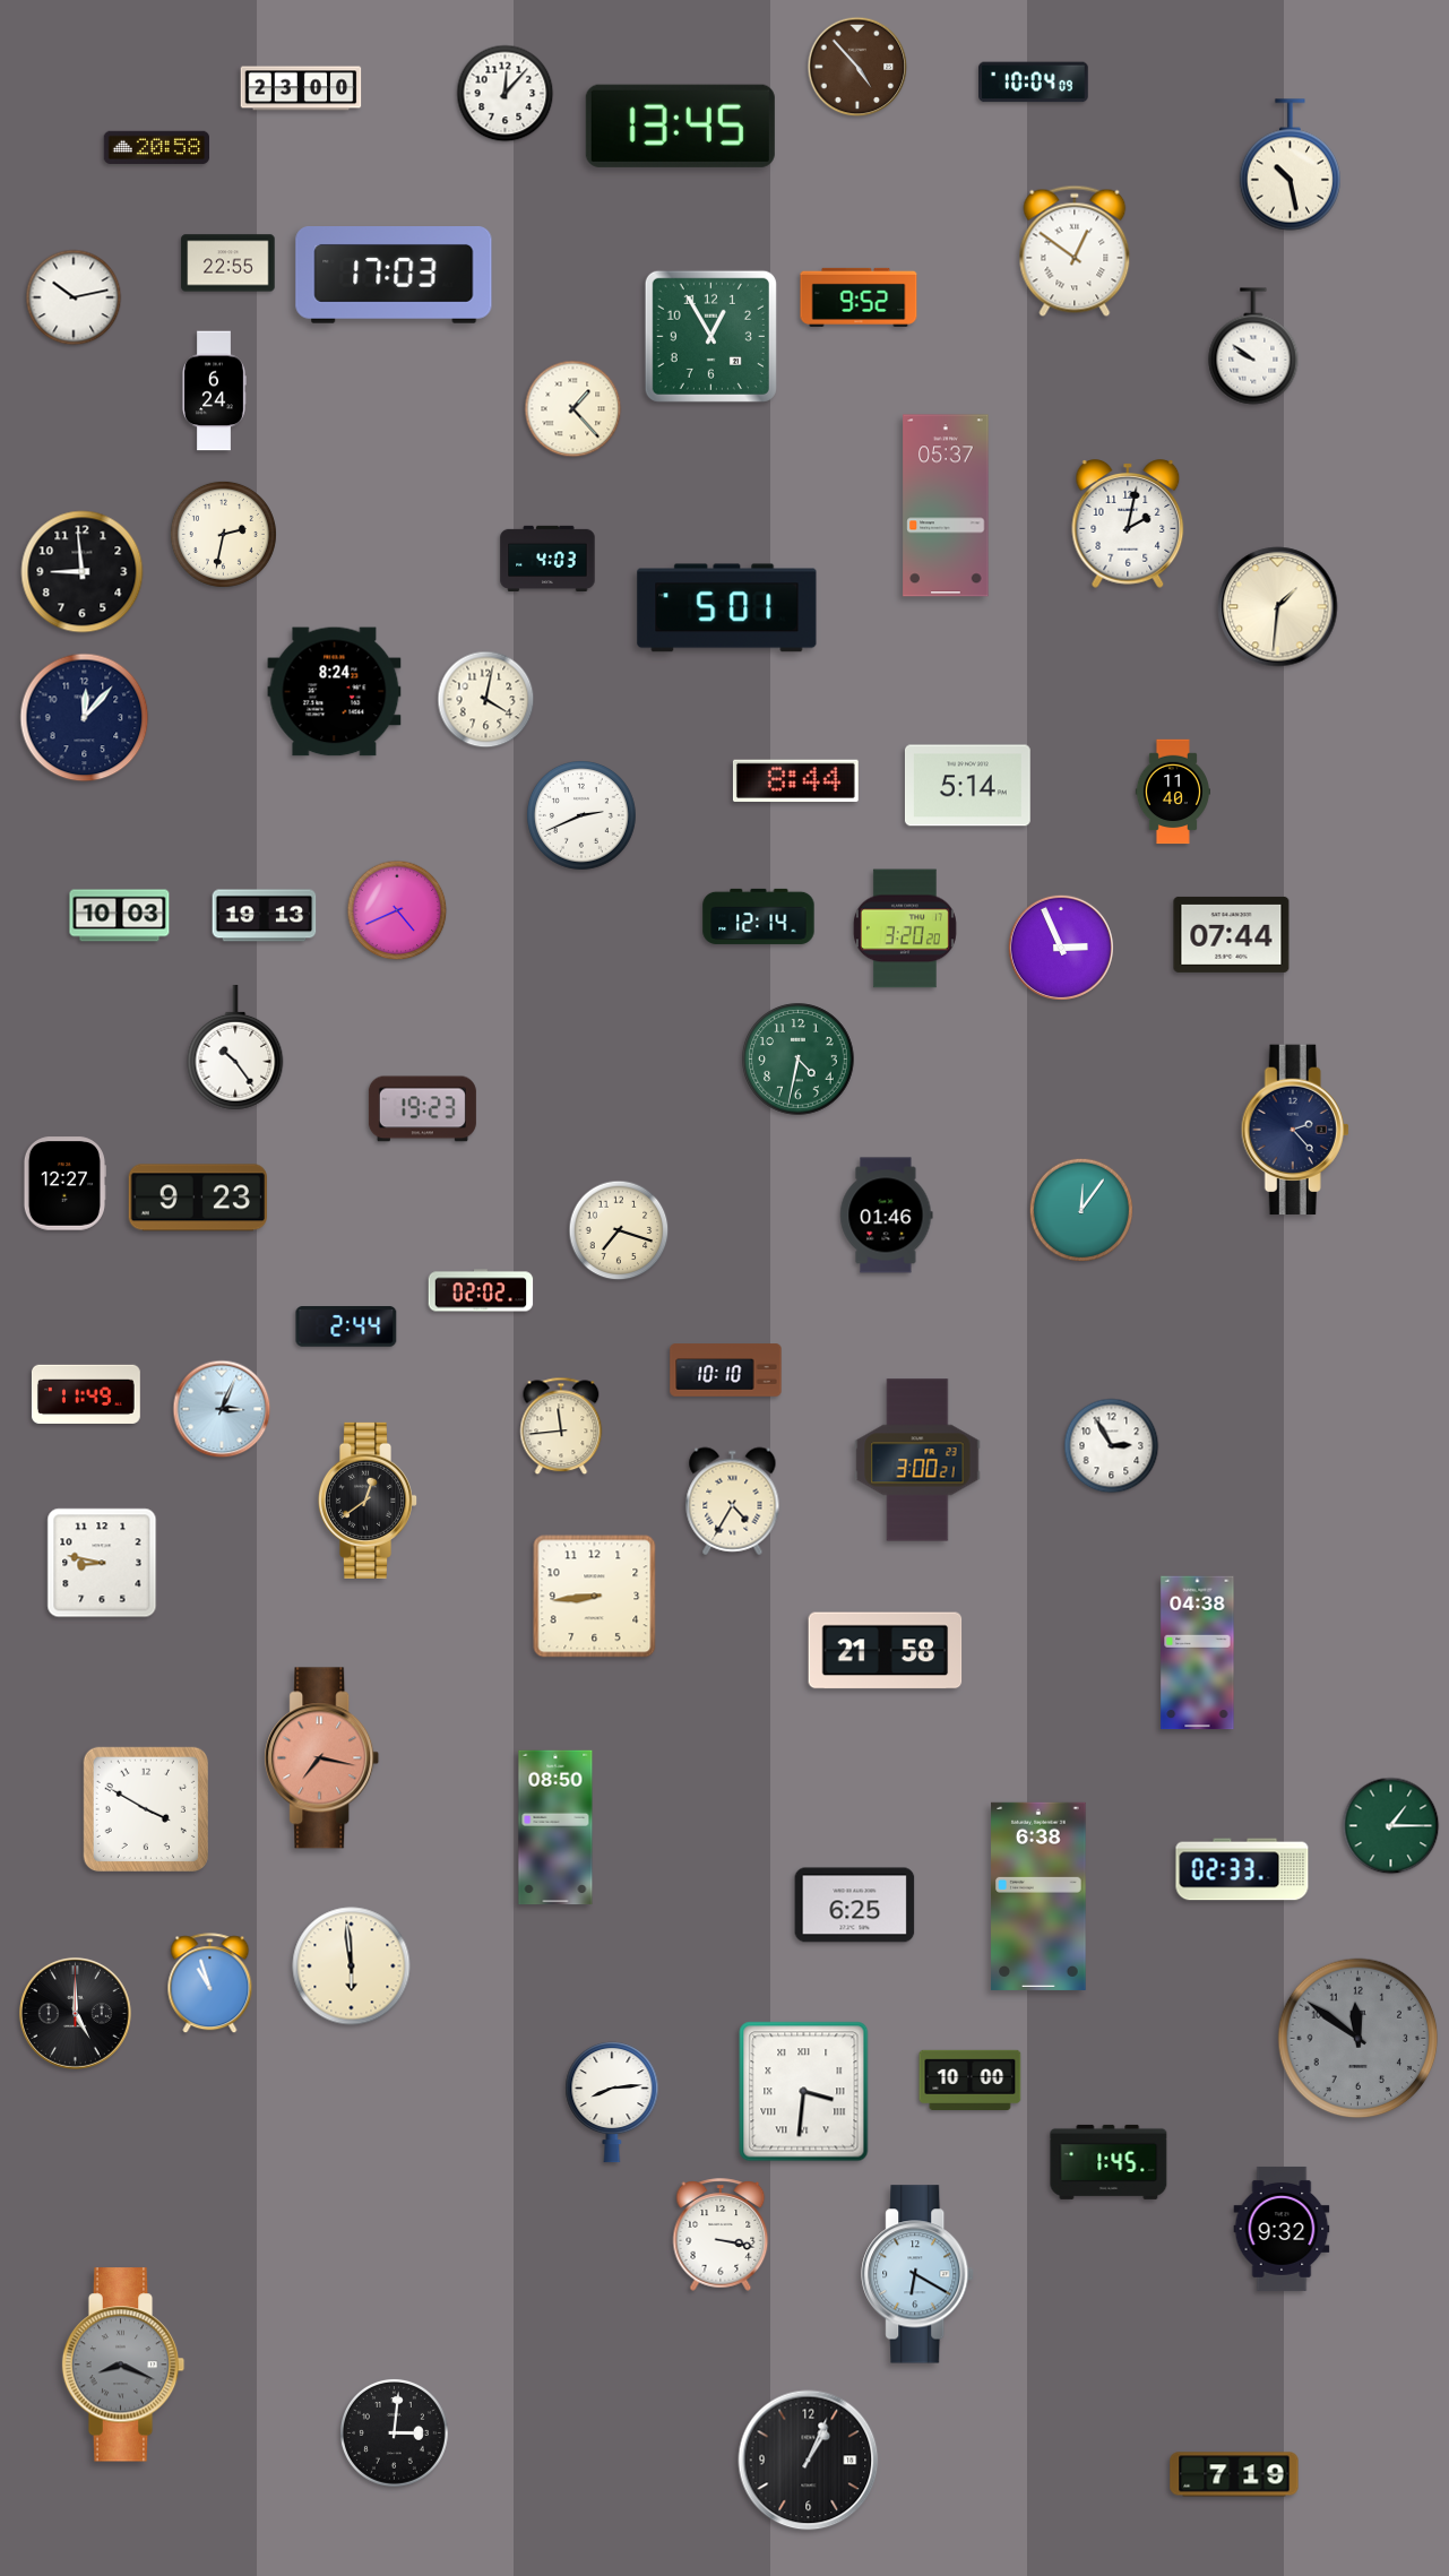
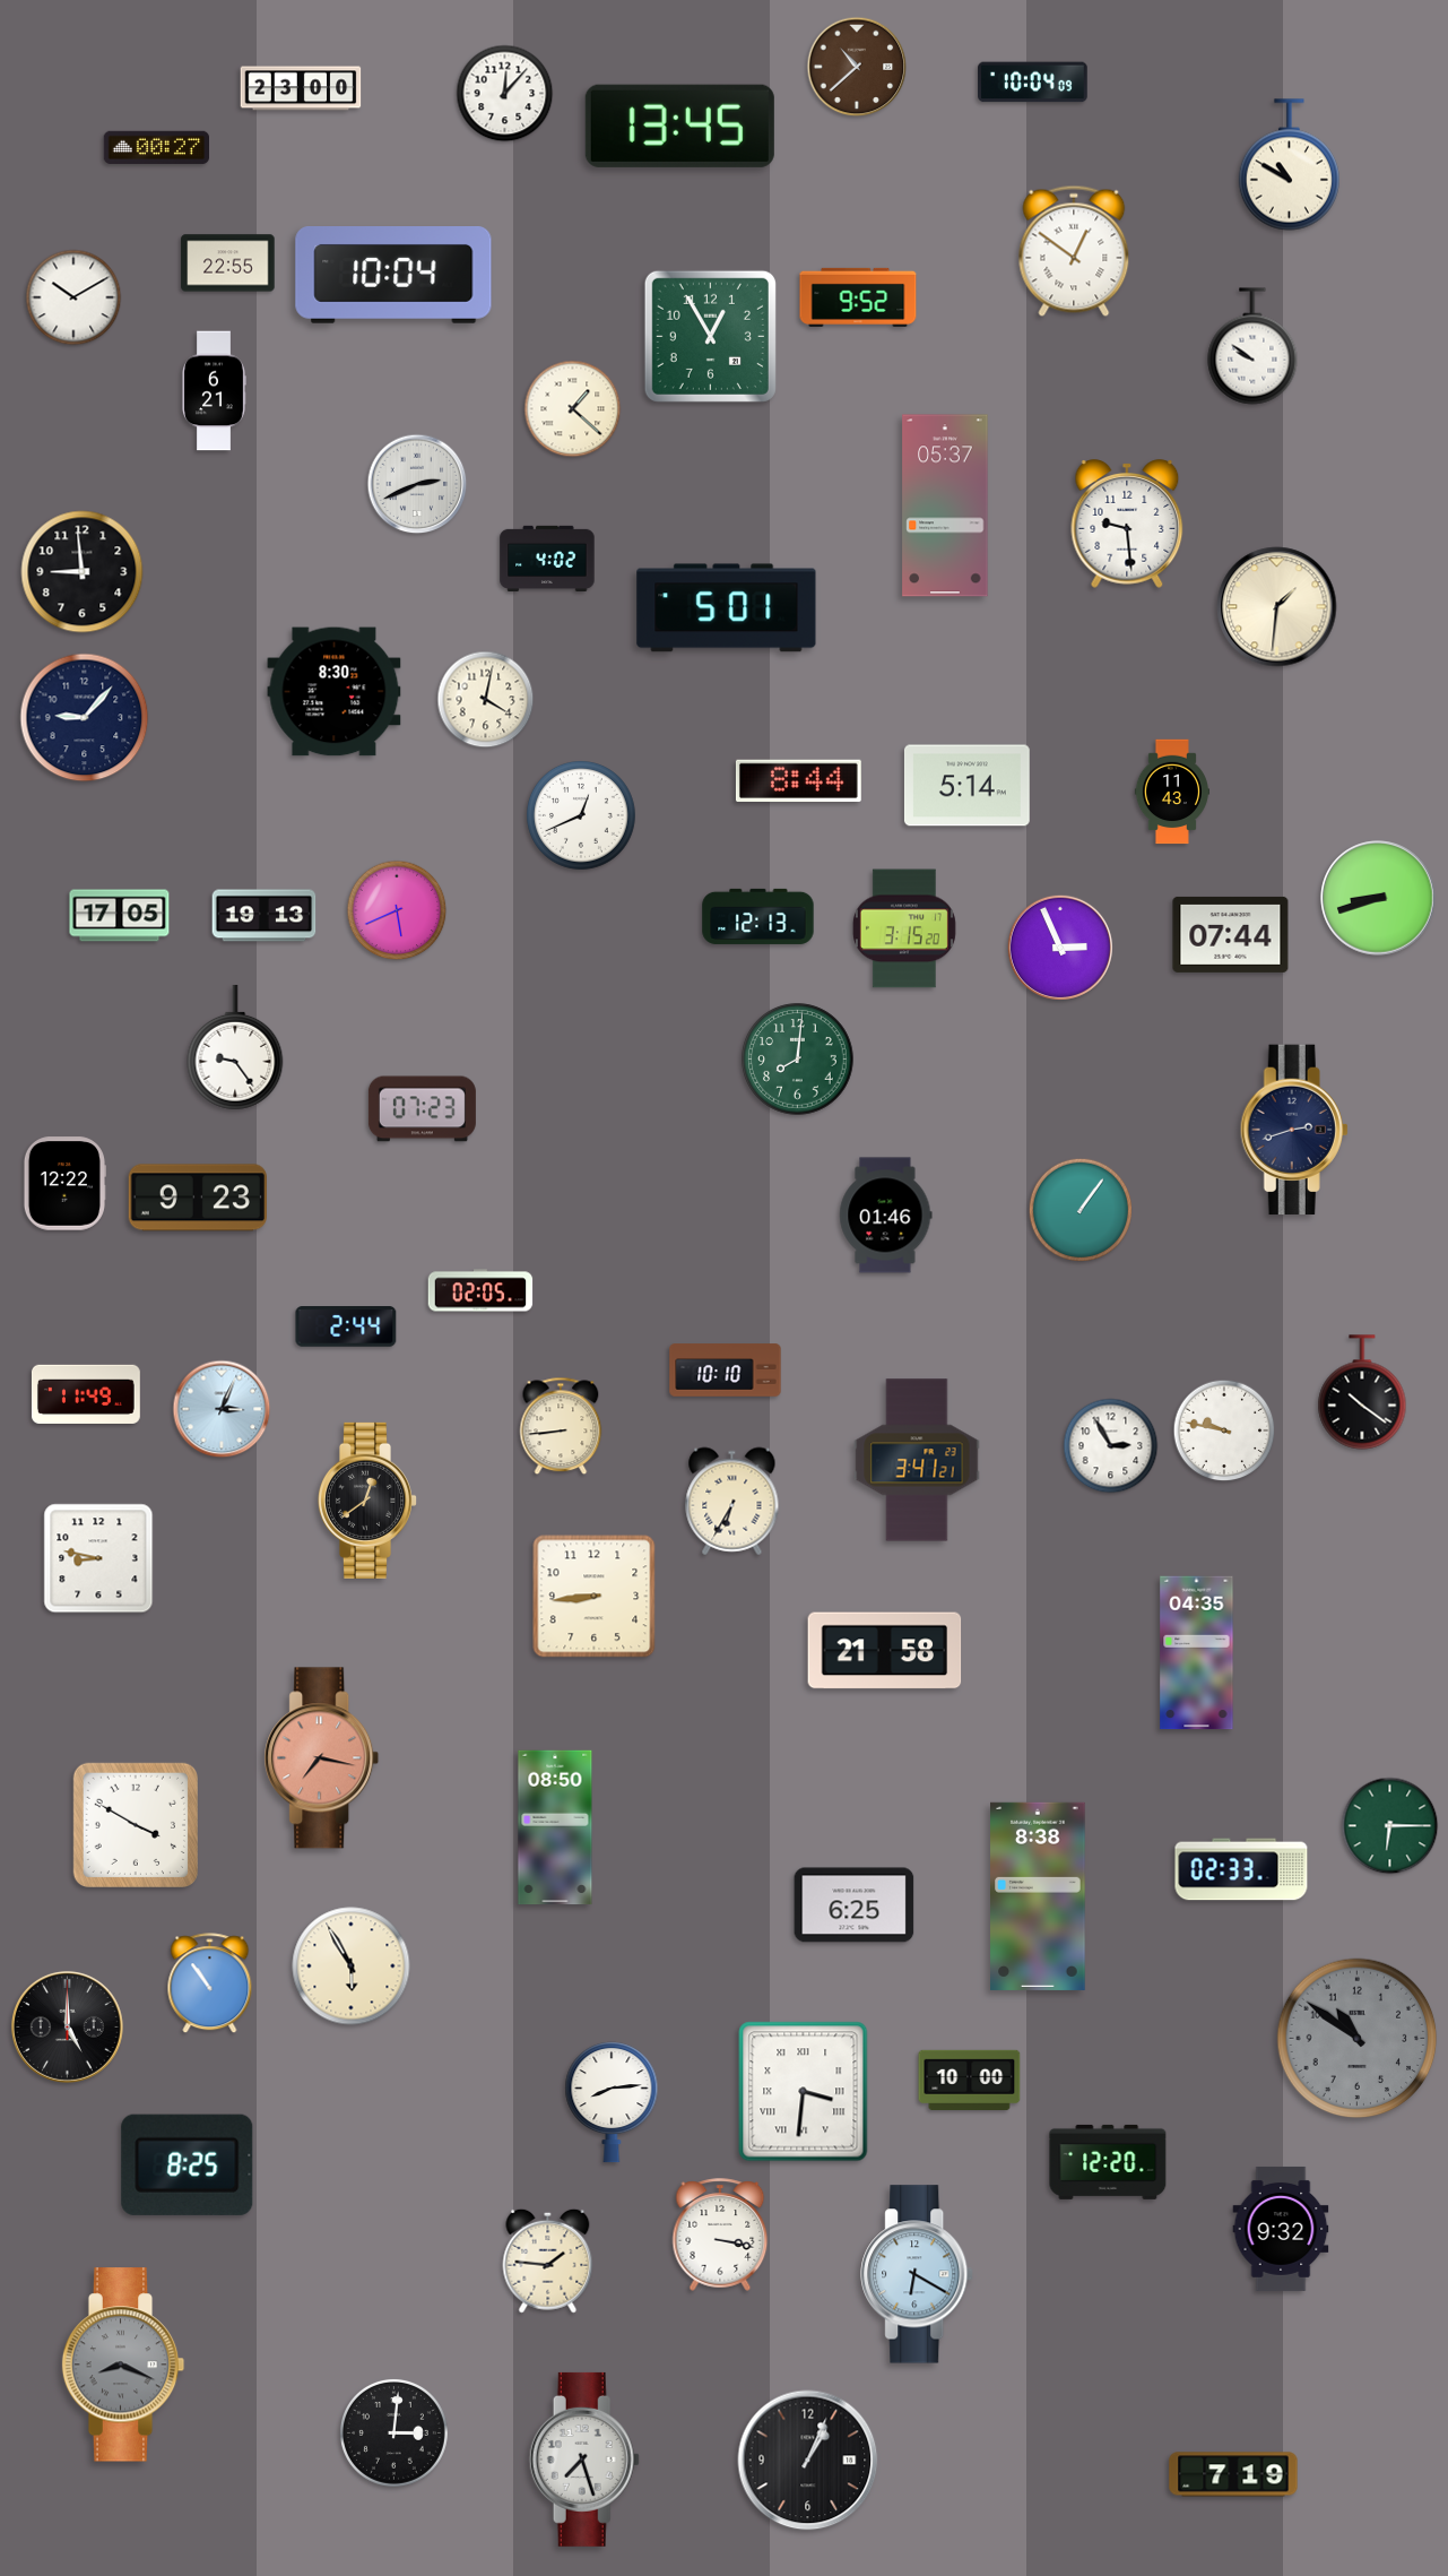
clock at (857, 67): 4:53 -> 10:38
clock at (156, 147): 20:58 -> 00:27
clock at (1290, 165): 10:28 -> 10:50
clock at (394, 276): 17:03 -> 10:04
clock at (74, 297): 10:13 -> 10:10
clock at (214, 391): 6:24 -> 6:21
clock at (573, 409): 1:23 -> 1:22
clock at (417, 484): none -> 2:41
clock at (1128, 524): 2:02 -> 9:29
clock at (223, 534): 2:32 -> none
clock at (547, 557): 4:03 -> 4:02
clock at (335, 692): 8:24 -> 8:30
clock at (85, 718): 12:07 -> 9:07
clock at (795, 780) position: (795, 780) -> (798, 780)
clock at (1173, 792): 11:40 -> 11:43
clock at (583, 816): 2:41 -> 12:41
clock at (1378, 898): none -> 8:42
clock at (397, 910): 4:41 -> 5:41
clock at (120, 916): 10:03 -> 17:05
clock at (759, 916): 12:14 -> 12:13
clock at (905, 928): 3:20 -> 3:15
clock at (235, 1047): 10:24 -> 9:24
clock at (799, 1060): 4:32 -> 8:01
clock at (422, 1109): 19:23 -> 07:23
clock at (1295, 1130): 2:23 -> 2:42
clock at (64, 1184): 12:27 -> 12:22
clock at (1080, 1209): 12:06 -> 1:06
clock at (619, 1230): 7:18 -> none
clock at (481, 1290): 02:02 -> 02:05
clock at (1362, 1392): none -> 10:21
clock at (561, 1426): 11:44 -> 8:44
clock at (1224, 1430): none -> 9:47
clock at (917, 1460): 3:00 -> 3:41
clock at (733, 1502): 4:35 -> 6:35
clock at (102, 1563) position: (102, 1563) -> (98, 1558)
clock at (1198, 1653): 04:38 -> 04:35
clock at (146, 1809) position: (146, 1809) -> (136, 1825)
clock at (1391, 1826): 1:15 -> 6:15
clock at (1038, 1896): 6:38 -> 8:38
clock at (352, 1966): 5:59 -> 5:55
clock at (210, 1983): 10:57 -> 10:54
clock at (75, 2013) position: (75, 2013) -> (67, 2026)
clock at (1359, 2039): 11:51 -> 10:51
clock at (1109, 2162): 1:45 -> 12:20
clock at (188, 2164): none -> 8:25
clock at (548, 2261): none -> 1:46
clock at (584, 2460): none -> 7:27
